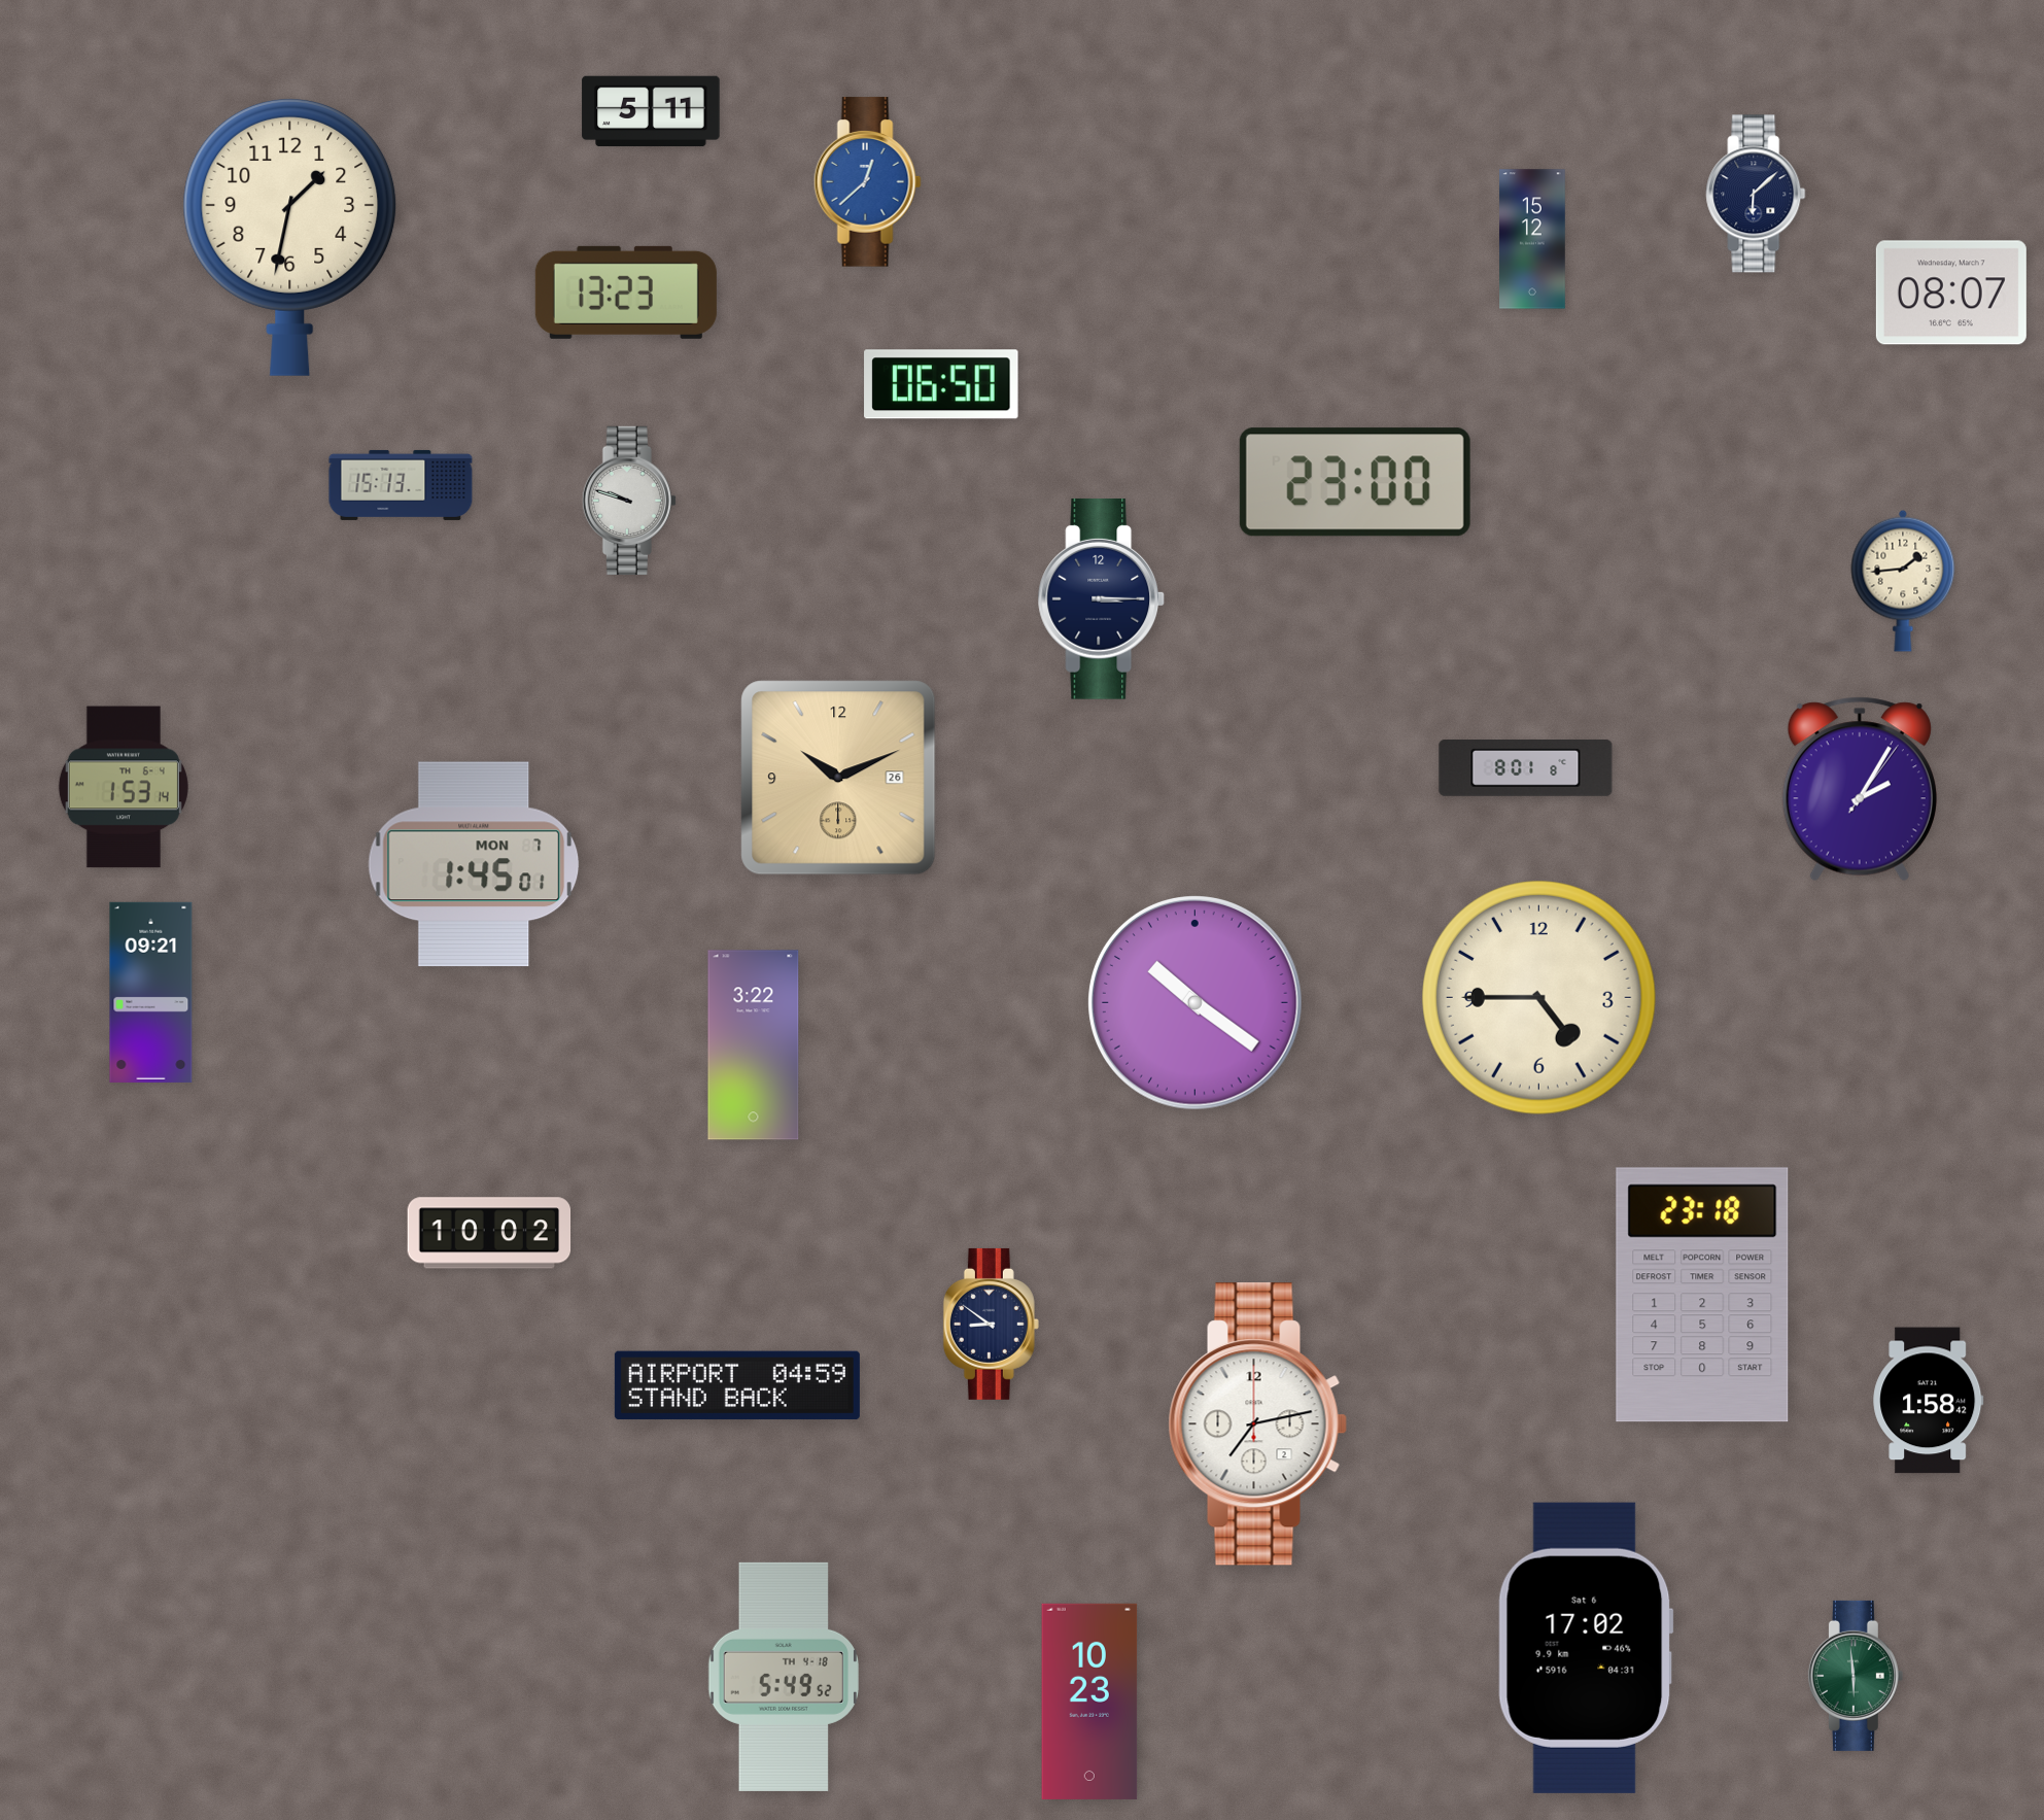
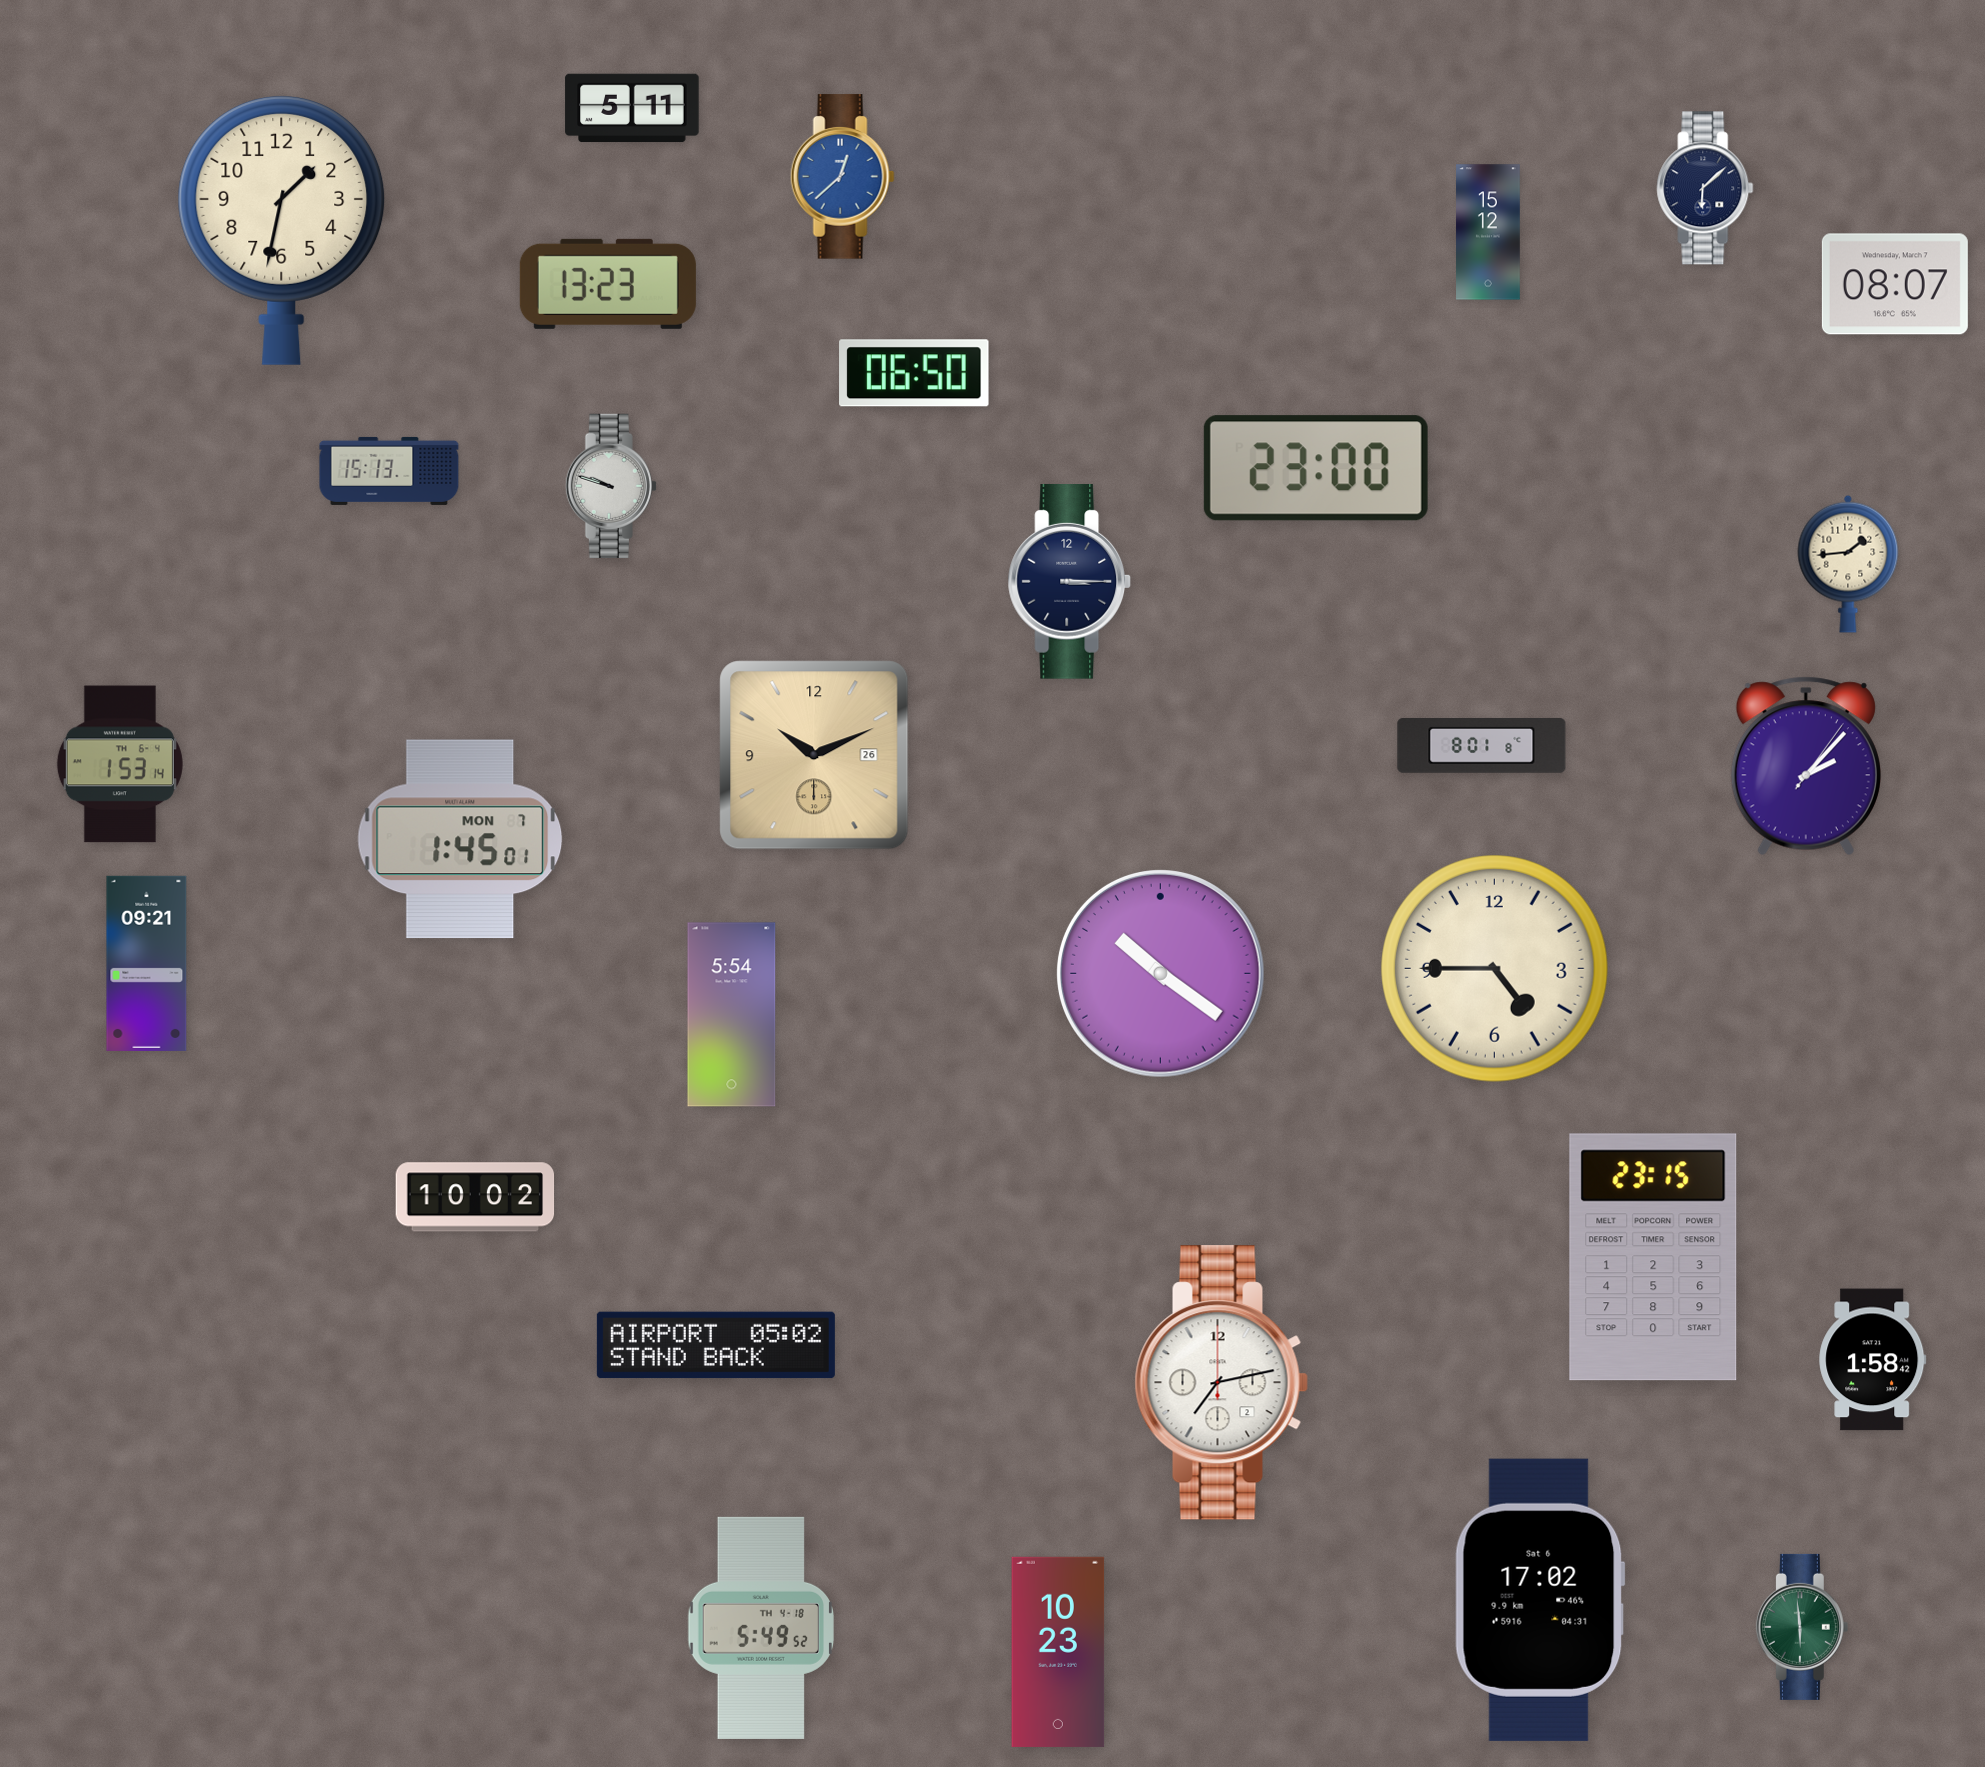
clock at (1860, 789): 2:05 -> 2:07
clock at (754, 1045): 3:22 -> 5:54
clock at (1702, 1295): 23:18 -> 23:15
clock at (991, 1324): 8:51 -> none
clock at (737, 1385): 04:59 -> 05:02
